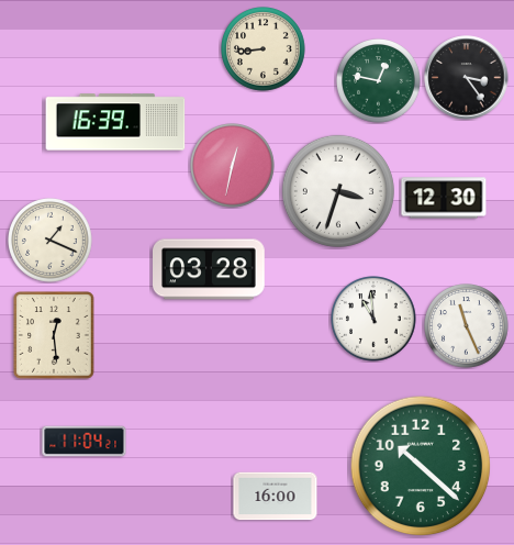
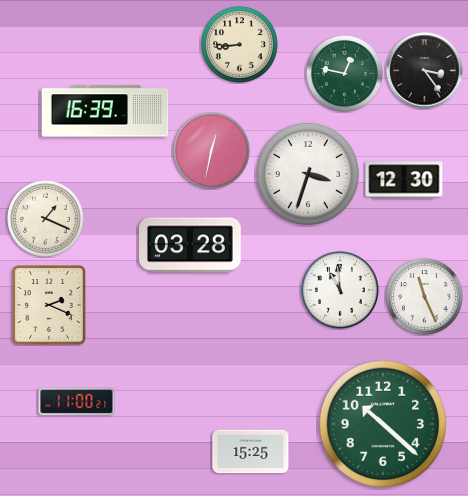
clock at (54, 335): 12:29 -> 2:19
clock at (85, 442): 11:04 -> 11:00
clock at (276, 497): 16:00 -> 15:25
